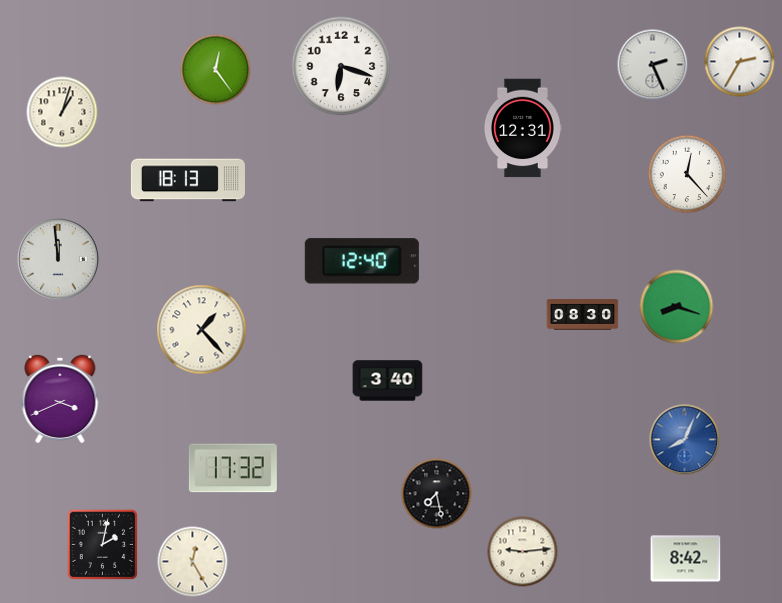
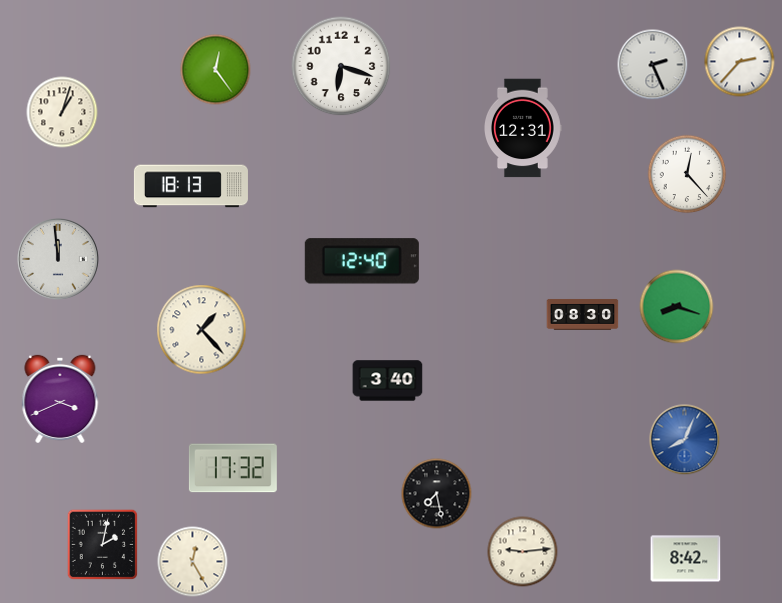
clock at (740, 62): 2:35 -> 2:37
clock at (188, 180) position: (188, 180) -> (191, 186)
